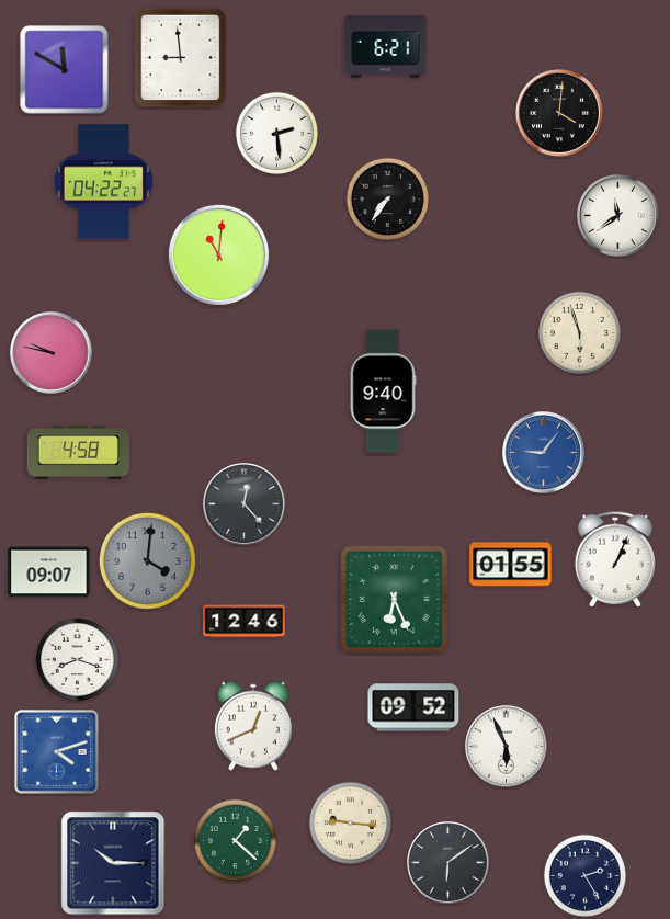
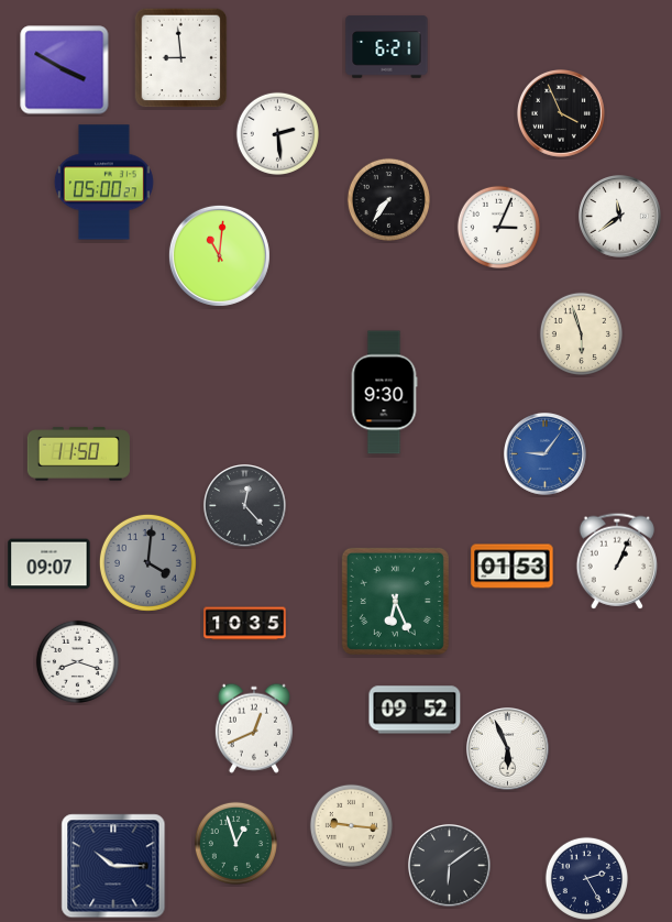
clock at (65, 70): 11:50 -> 3:50
clock at (560, 114): 4:01 -> 3:56
clock at (103, 182): 04:22 -> 05:00
clock at (498, 227): none -> 3:04
clock at (52, 353): 9:47 -> none
clock at (383, 392): 9:40 -> 9:30
clock at (78, 453): 4:58 -> 11:50
clock at (511, 565): 01:55 -> 01:53
clock at (49, 572) position: (49, 572) -> (49, 564)
clock at (245, 622): 12:46 -> 10:35
clock at (57, 752): 4:12 -> none
clock at (235, 840): 1:22 -> 12:57
